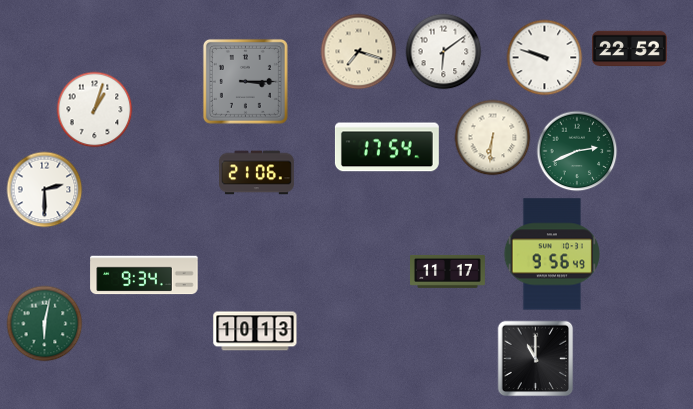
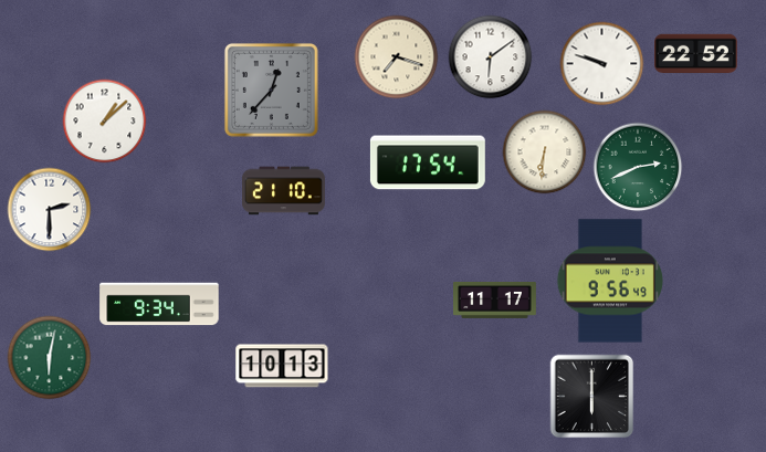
clock at (245, 81): 3:15 -> 12:37
clock at (95, 110): 1:03 -> 1:08
clock at (257, 173): 21:06 -> 21:10
clock at (536, 359): 11:00 -> 6:00
